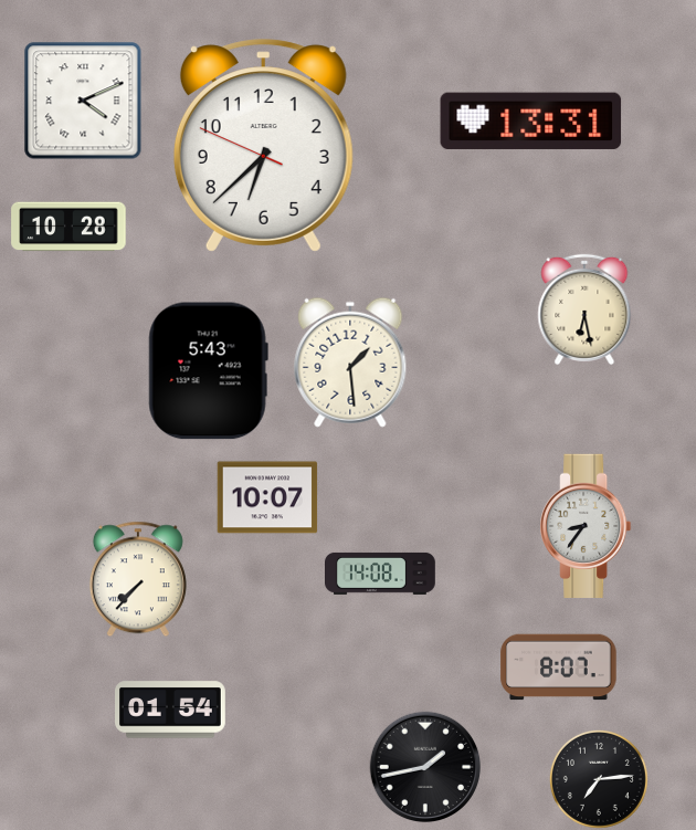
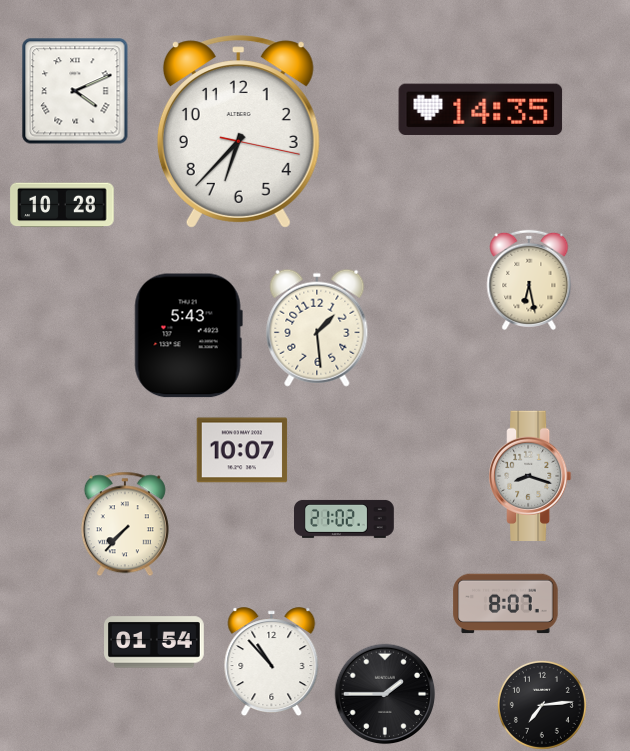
clock at (531, 120): 13:31 -> 14:35
clock at (263, 146): 6:37:49 -> 6:37:17
clock at (587, 525): 8:36 -> 8:18
clock at (381, 574): 14:08 -> 21:02
clock at (272, 662): none -> 10:53
clock at (425, 767): 1:43 -> 1:45
